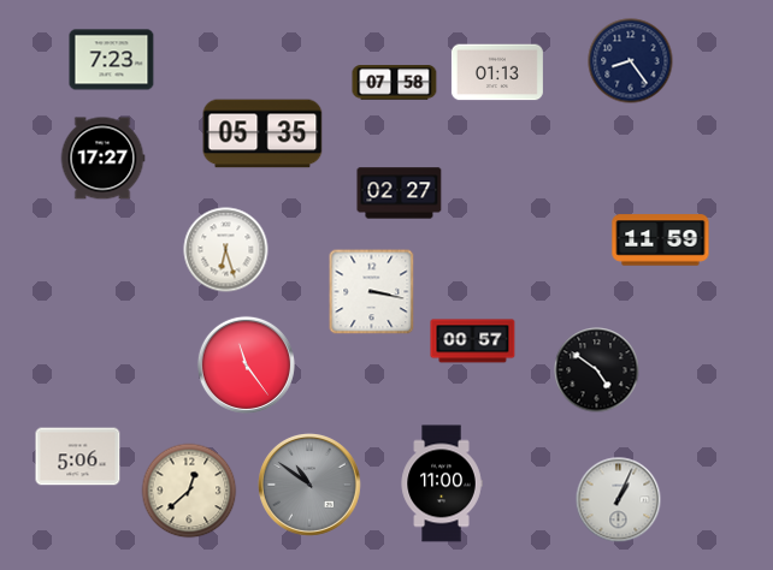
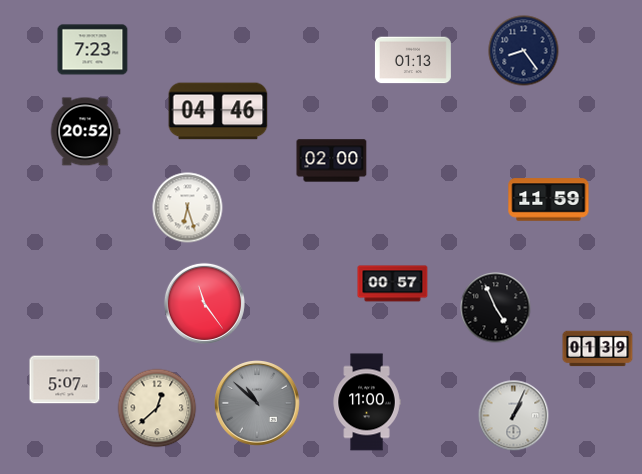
clock at (395, 83): 07:58 -> none
clock at (262, 133): 05:35 -> 04:46
clock at (102, 159): 17:27 -> 20:52
clock at (400, 194): 02:27 -> 02:00
clock at (372, 292): 3:17 -> none
clock at (597, 370): 4:51 -> 4:56
clock at (598, 349): none -> 01:39
clock at (78, 457): 5:06 -> 5:07
clock at (311, 486): 10:51 -> 10:52
